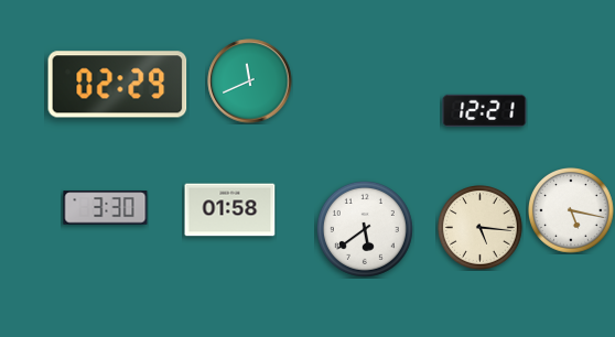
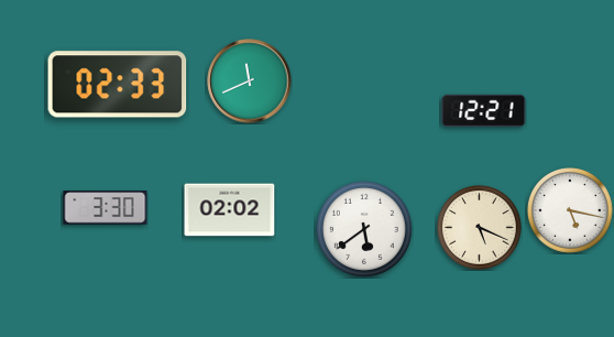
clock at (118, 85): 02:29 -> 02:33
clock at (230, 210): 01:58 -> 02:02
clock at (481, 228): 5:16 -> 5:19
